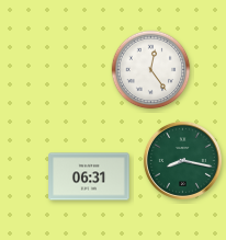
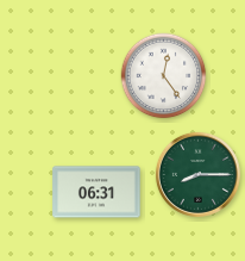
clock at (182, 160): 8:17 -> 8:15
